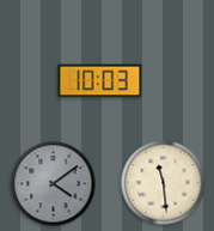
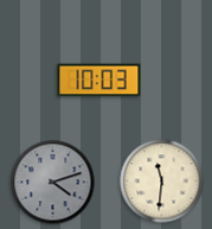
clock at (164, 183): 11:29 -> 11:31
clock at (54, 184): 4:09 -> 4:12
